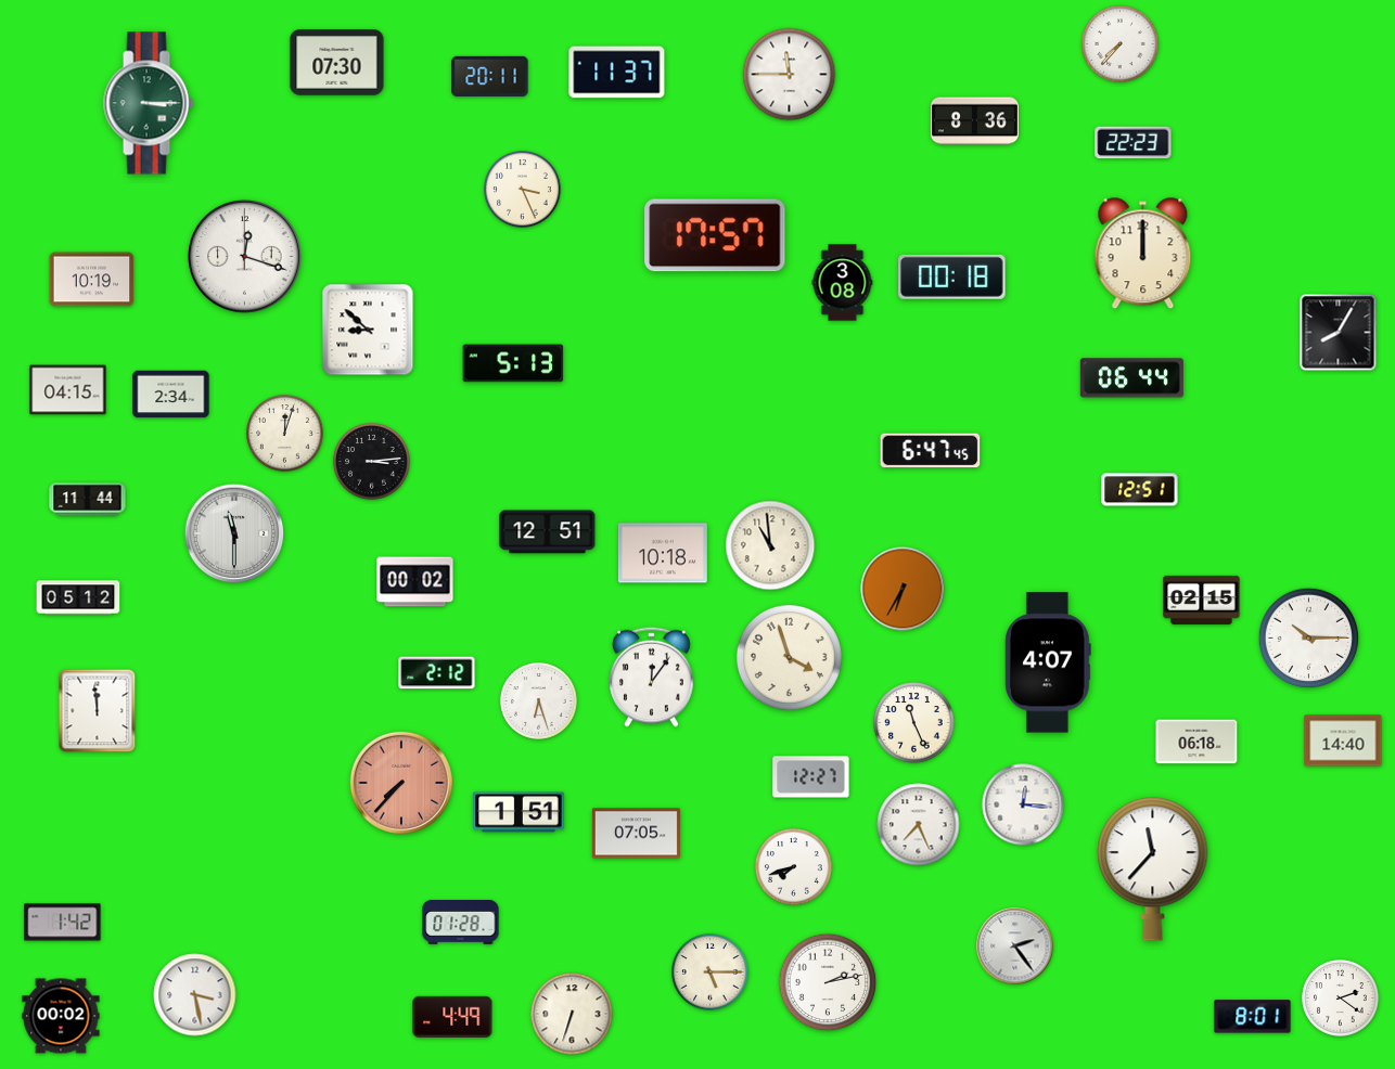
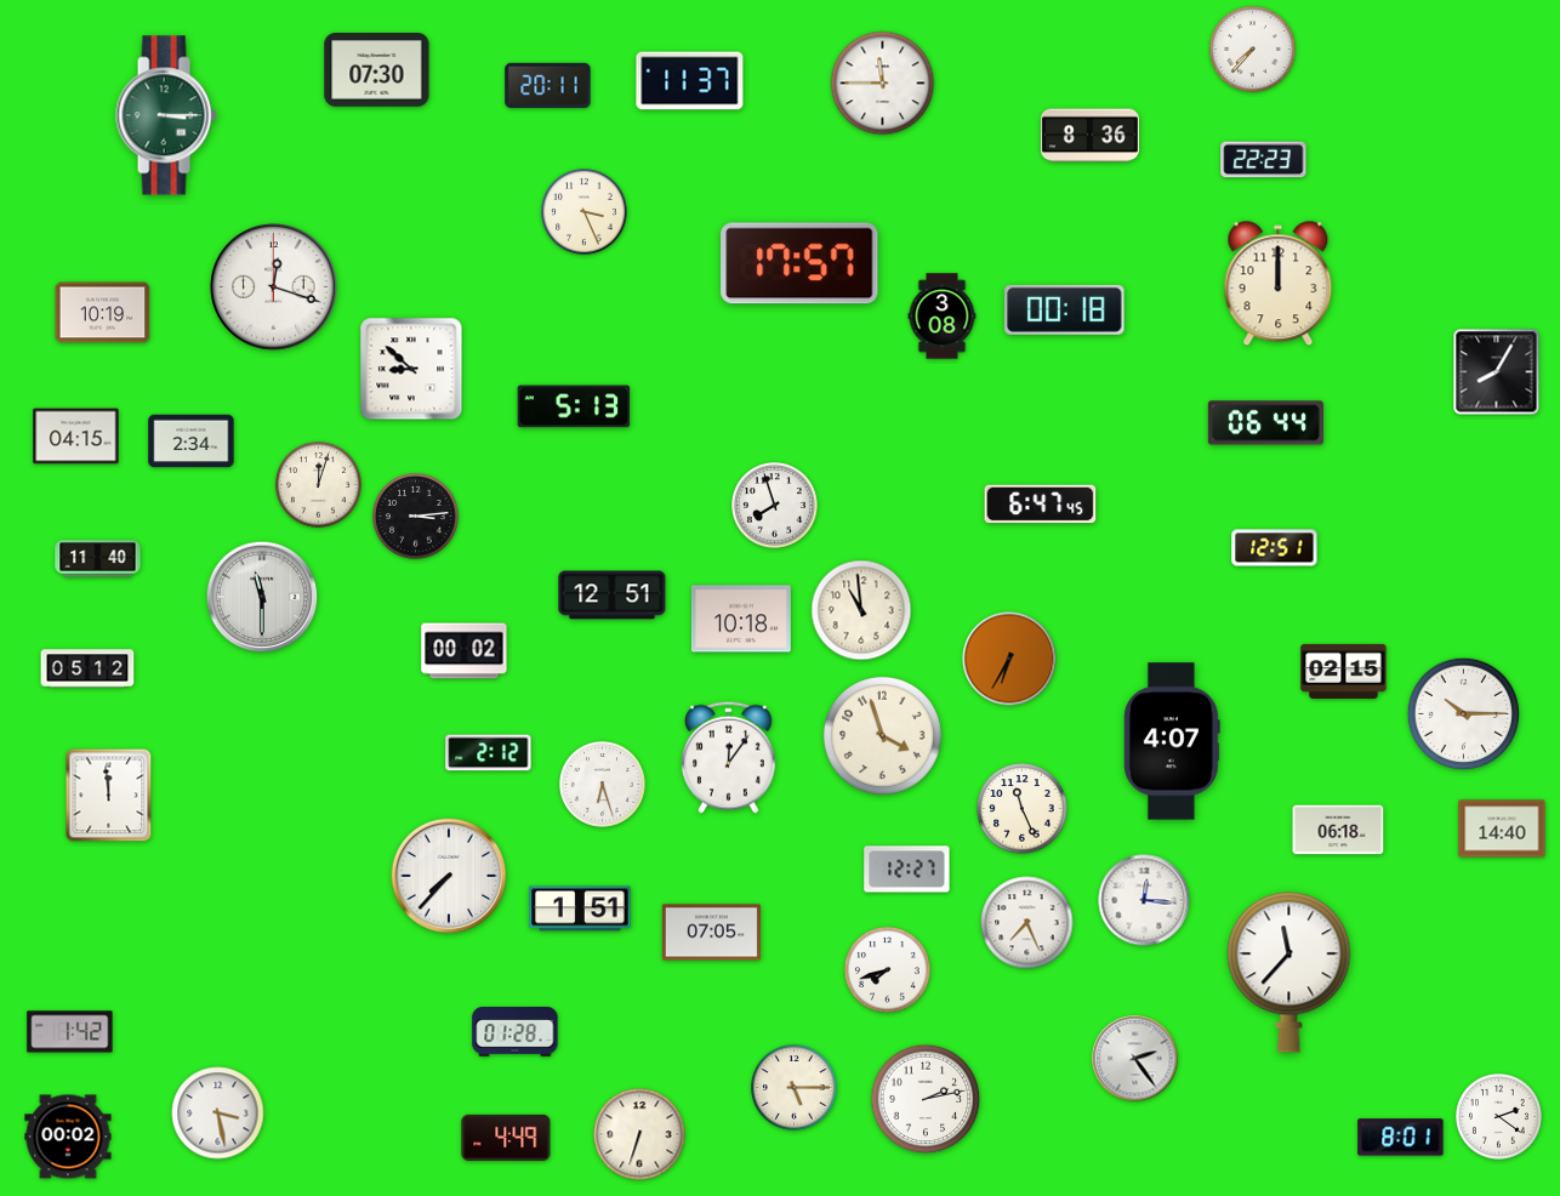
clock at (1134, 143) position: (1134, 143) -> (1264, 160)
clock at (775, 506): none -> 7:57
clock at (88, 500): 11:44 -> 11:40
clock at (400, 782) dial: salmon -> white
